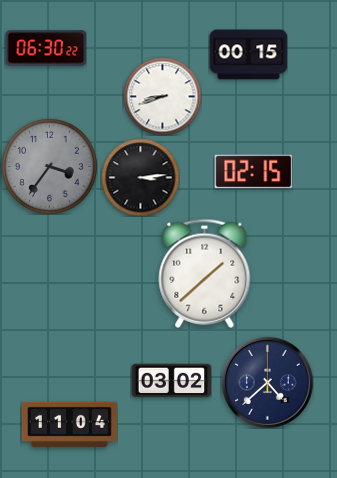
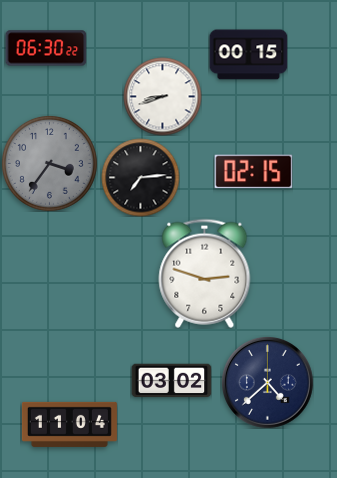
clock at (49, 166) position: (49, 166) -> (49, 163)
clock at (140, 177): 3:14 -> 7:14
clock at (205, 273): 1:38 -> 2:48
